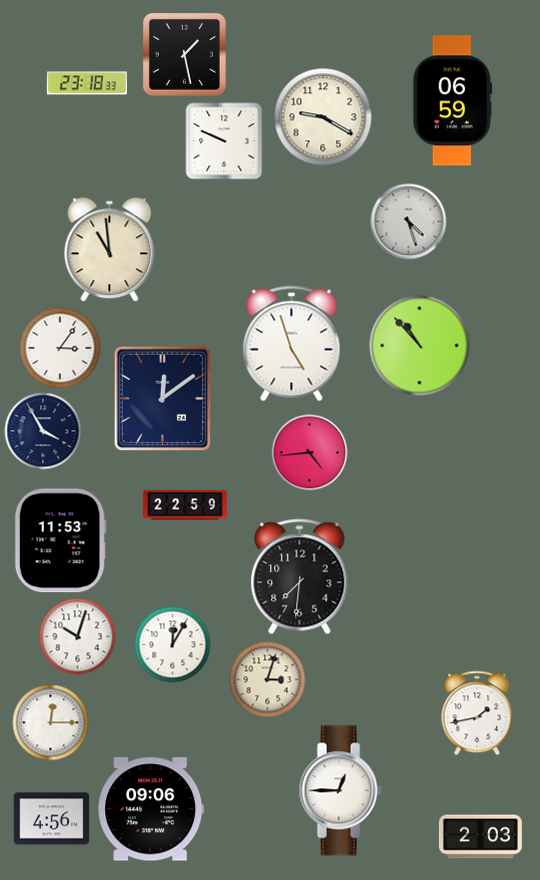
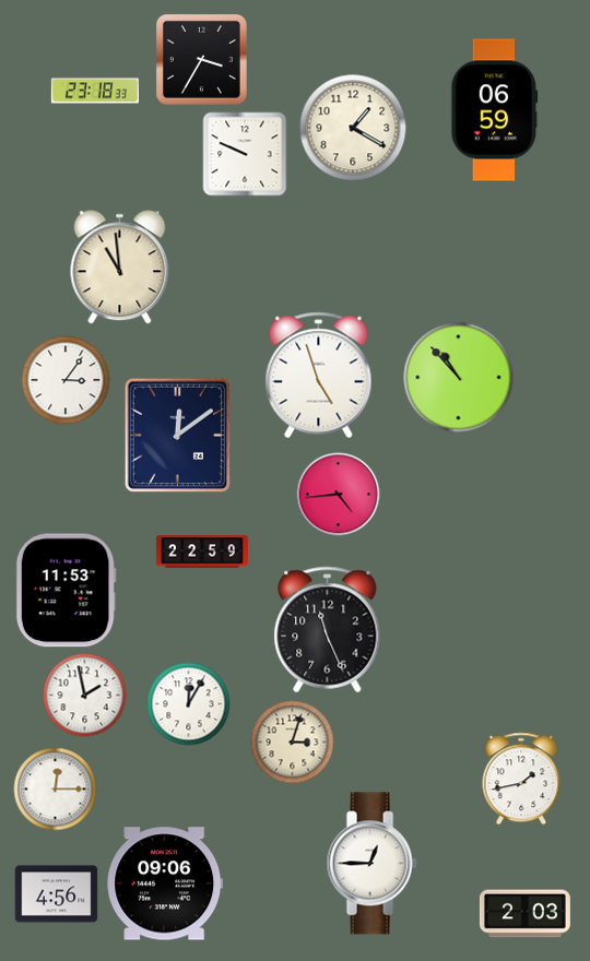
clock at (184, 54): 1:28 -> 3:35
clock at (323, 117): 9:20 -> 1:20
clock at (409, 222): 4:27 -> none
clock at (110, 250) position: (110, 250) -> (120, 268)
clock at (43, 431): 3:55 -> none
clock at (300, 577): 7:31 -> 11:26
clock at (78, 637): 10:03 -> 1:58
